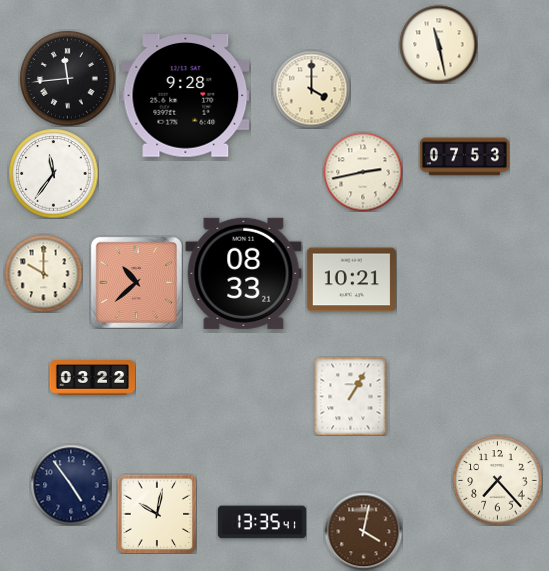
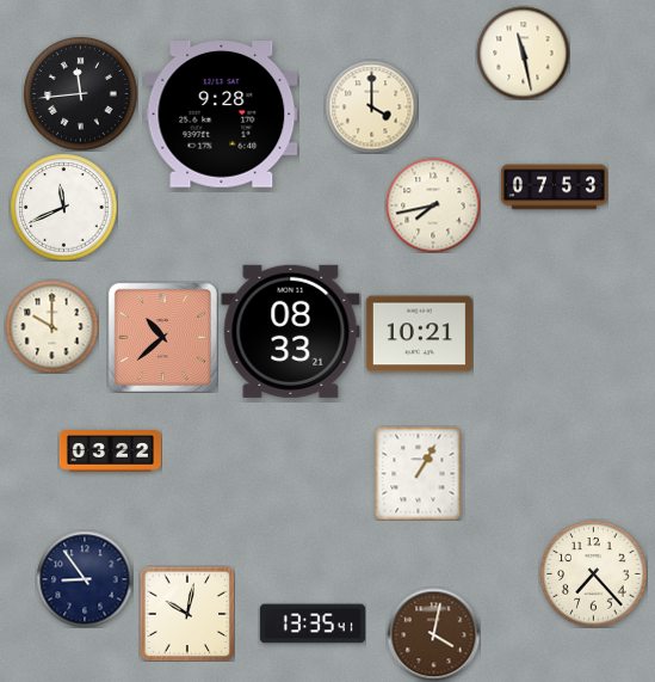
clock at (363, 172): 2:43 -> 7:43
clock at (53, 173): 11:36 -> 11:41
clock at (244, 273) position: (244, 273) -> (291, 331)
clock at (71, 485): 4:54 -> 8:54
